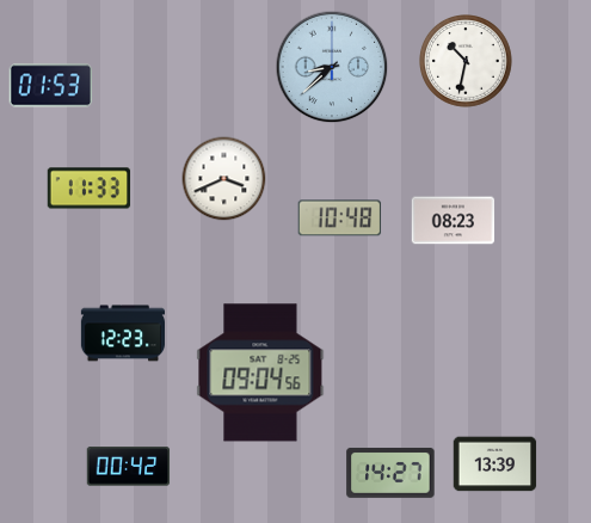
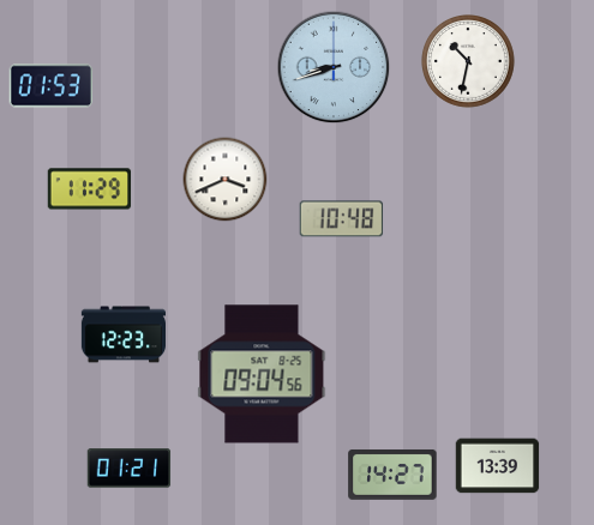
clock at (332, 67): 8:38 -> 8:42
clock at (90, 189): 11:33 -> 11:29
clock at (454, 221): 08:23 -> none
clock at (129, 467): 00:42 -> 01:21
